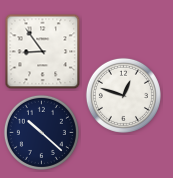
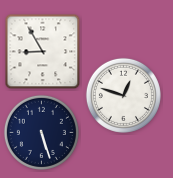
clock at (43, 52): 8:54 -> 8:55
clock at (41, 132): 10:22 -> 5:27
